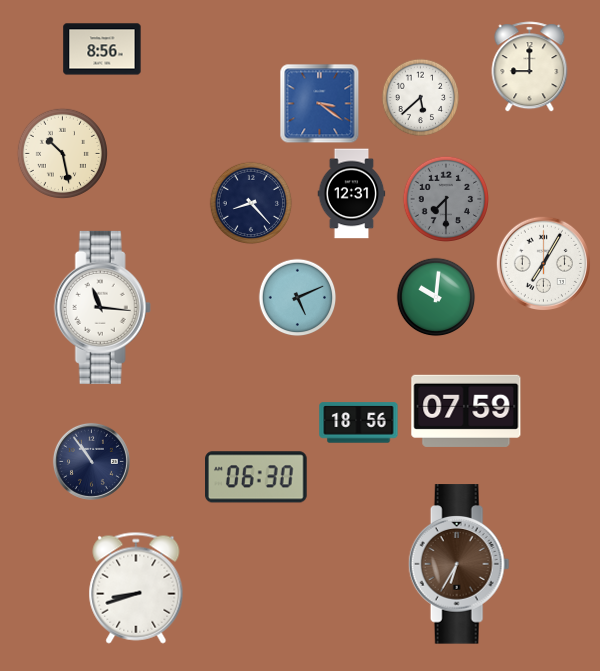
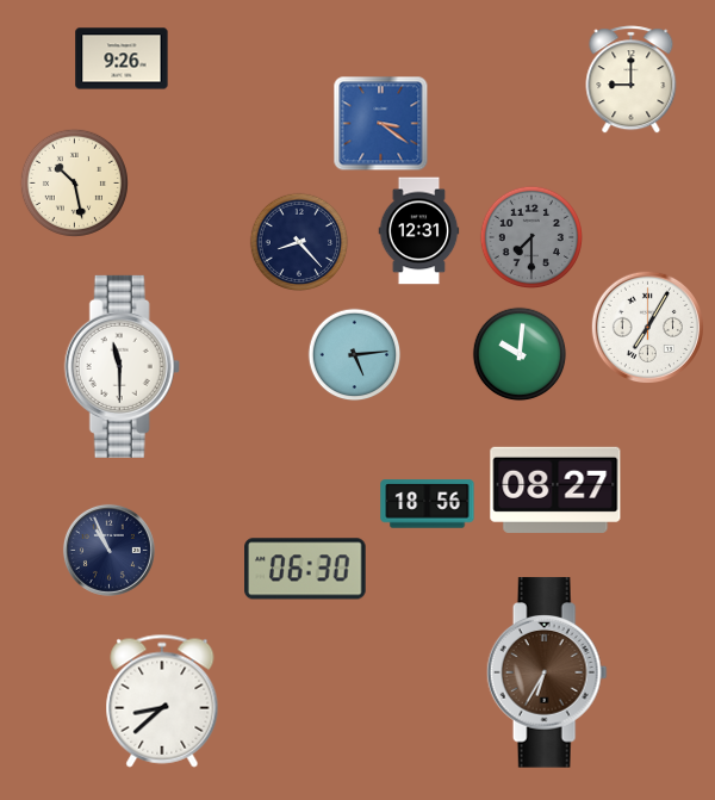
clock at (102, 49): 8:56 -> 9:26
clock at (421, 98): 5:38 -> none
clock at (543, 263) position: (543, 263) -> (647, 327)
clock at (298, 298): 5:11 -> 5:14
clock at (102, 307): 11:16 -> 11:30
clock at (466, 411): 07:59 -> 08:27
clock at (91, 461): 10:54 -> 10:56
clock at (136, 588): 8:42 -> 8:38
